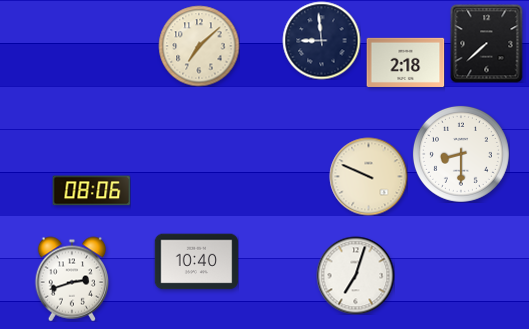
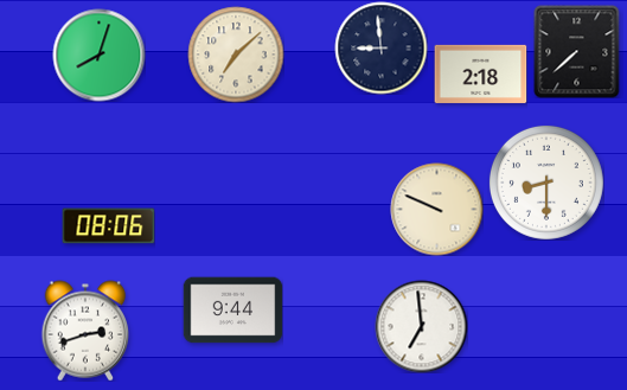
clock at (98, 55): none -> 8:03
clock at (196, 262): 10:40 -> 9:44
clock at (355, 275): 7:03 -> 6:59
